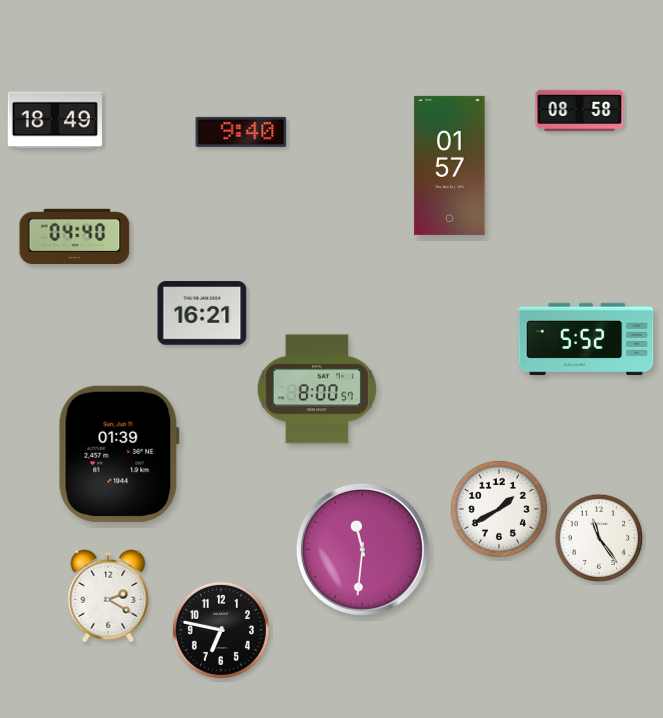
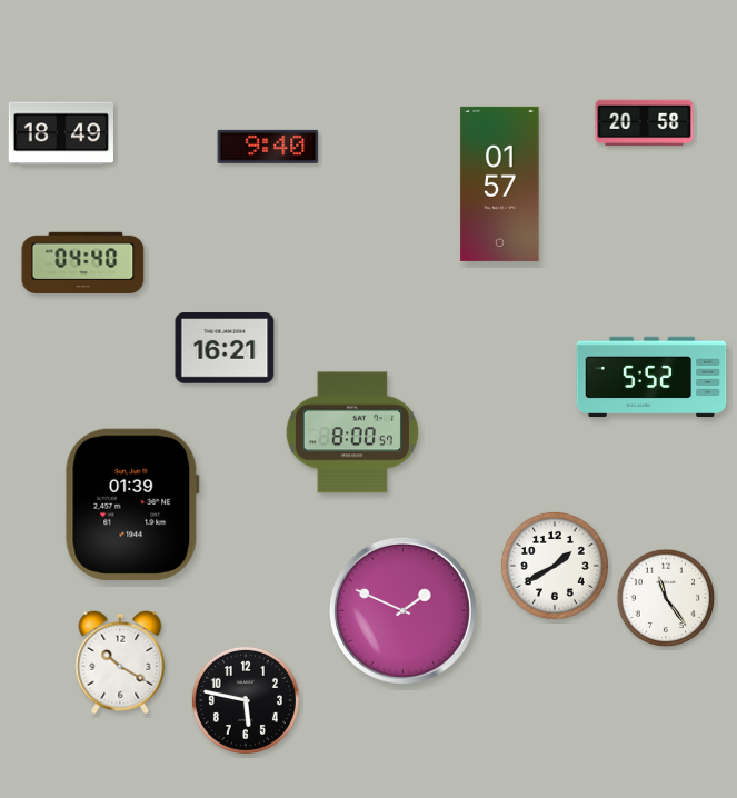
clock at (580, 111): 08:58 -> 20:58
clock at (362, 549): 11:31 -> 1:49
clock at (108, 596): 2:20 -> 10:20
clock at (221, 630): 6:47 -> 5:47
